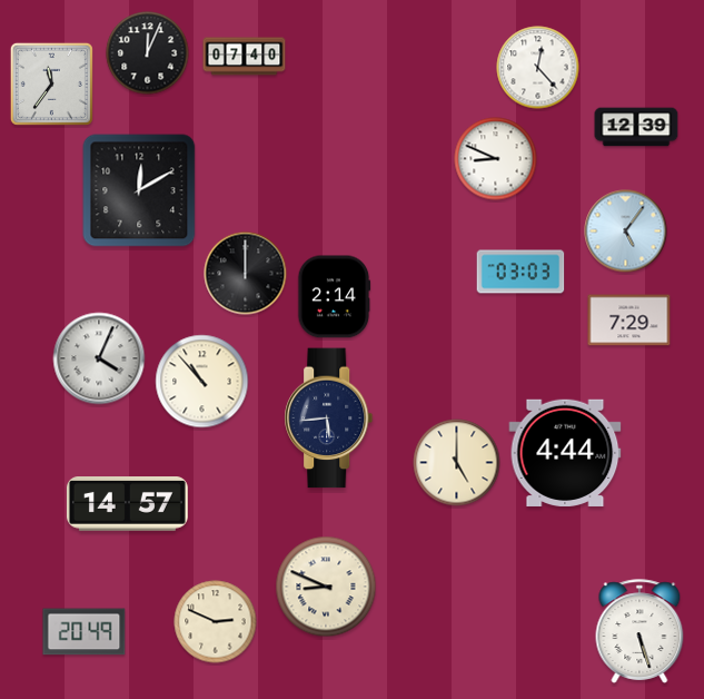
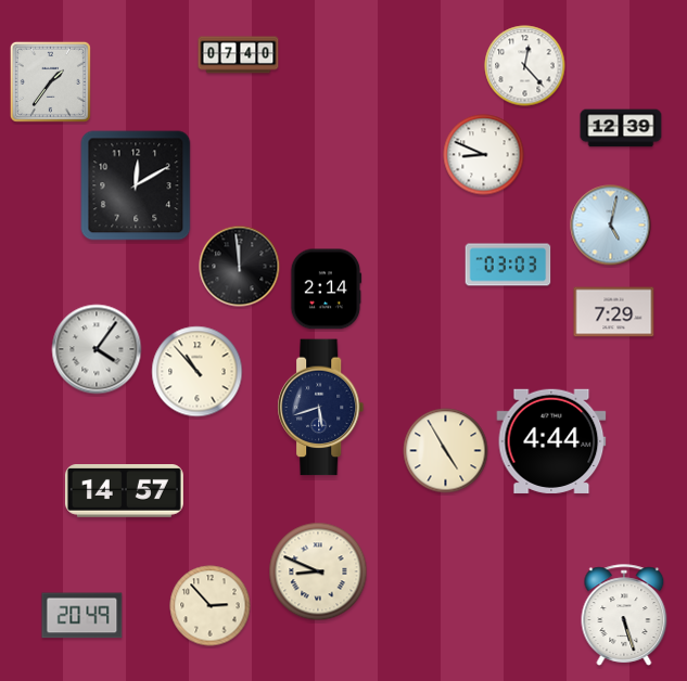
clock at (148, 53): 12:04 -> none
clock at (51, 83): 11:36 -> 1:36
clock at (636, 127) position: (636, 127) -> (621, 128)
clock at (626, 232): 5:06 -> 5:02
clock at (246, 274): 12:00 -> 11:59
clock at (99, 358): 4:04 -> 4:06
clock at (329, 419): 5:44 -> 5:42
clock at (457, 463): 5:00 -> 4:55
clock at (216, 622): 2:49 -> 2:53
